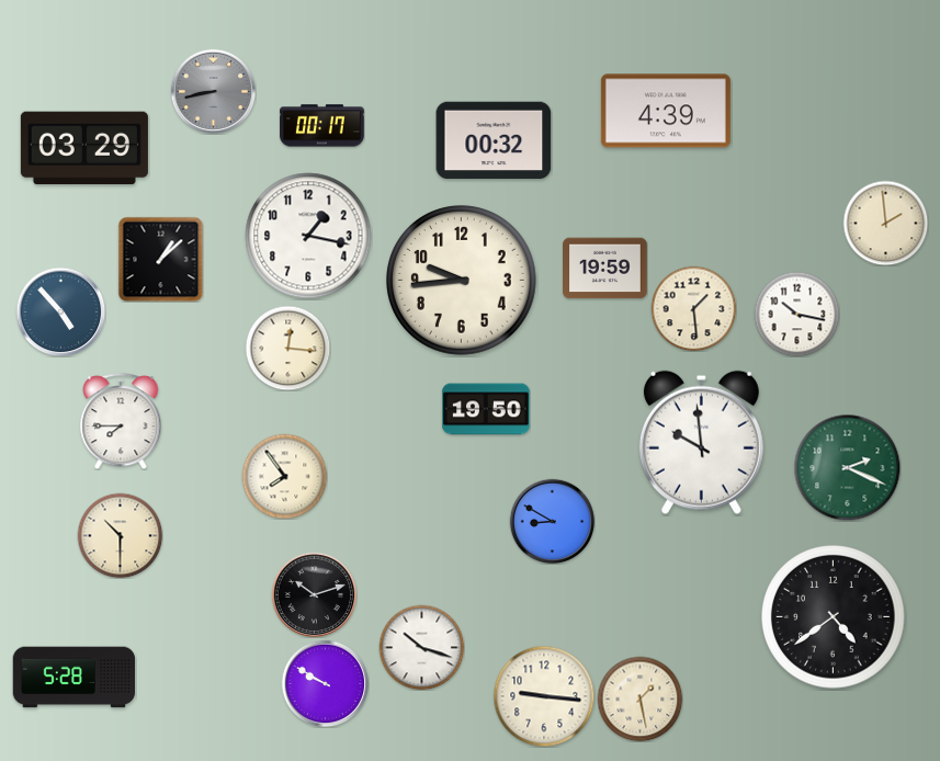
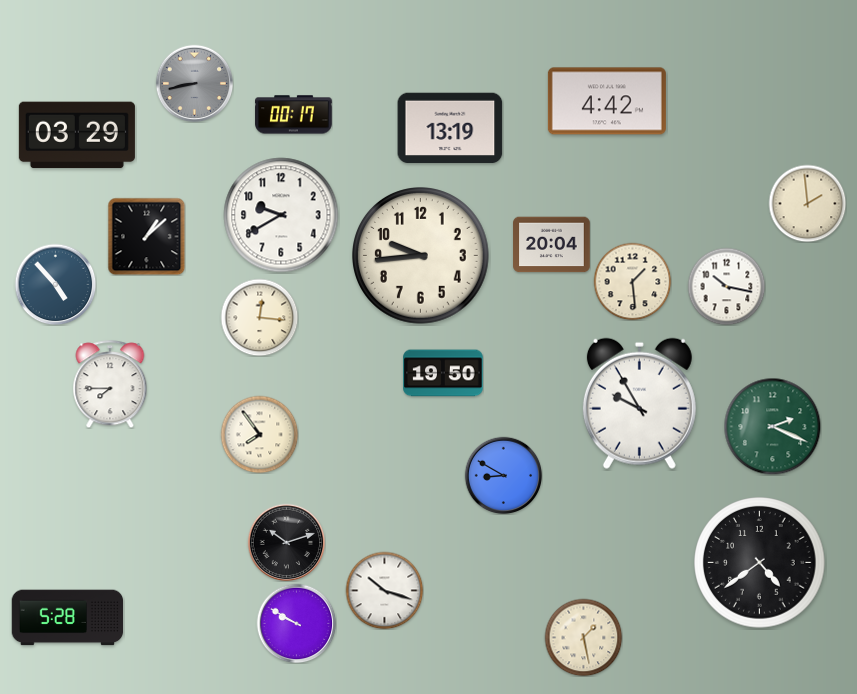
clock at (666, 111): 4:39 -> 4:42
clock at (494, 140): 00:32 -> 13:19
clock at (308, 236): 1:17 -> 9:40
clock at (605, 269): 19:59 -> 20:04
clock at (287, 348) position: (287, 348) -> (259, 317)
clock at (701, 442): 9:59 -> 9:55
clock at (120, 535): 10:30 -> none
clock at (544, 696): 9:16 -> none
